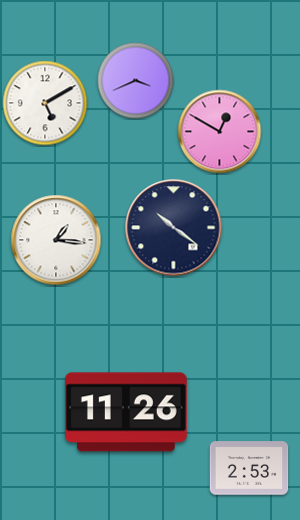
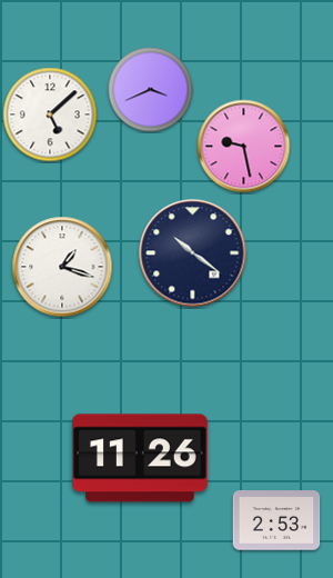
clock at (45, 103): 5:10 -> 5:08
clock at (220, 132): 12:50 -> 9:28
clock at (56, 240): 1:16 -> 1:18
